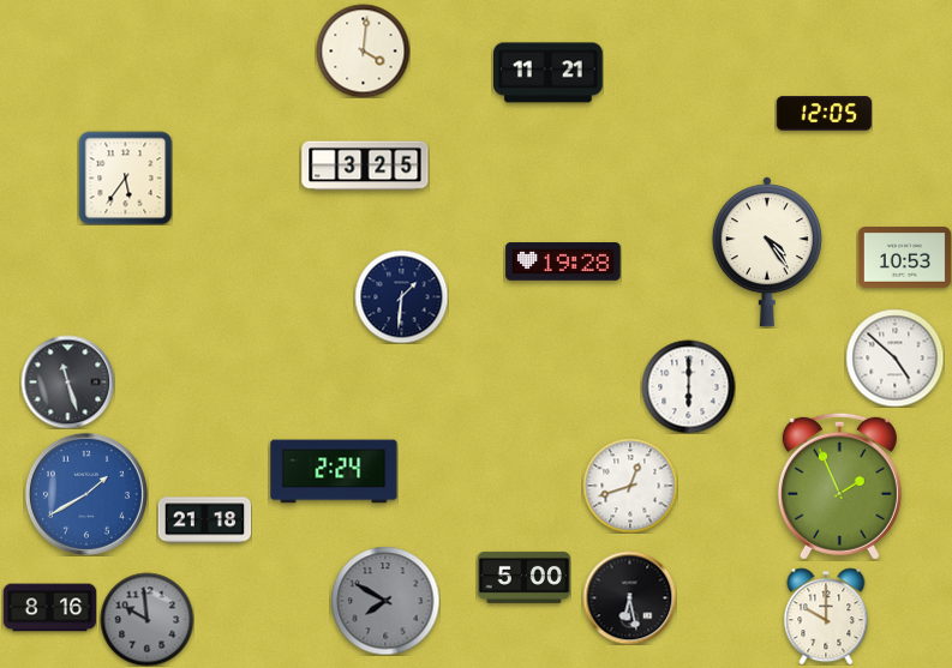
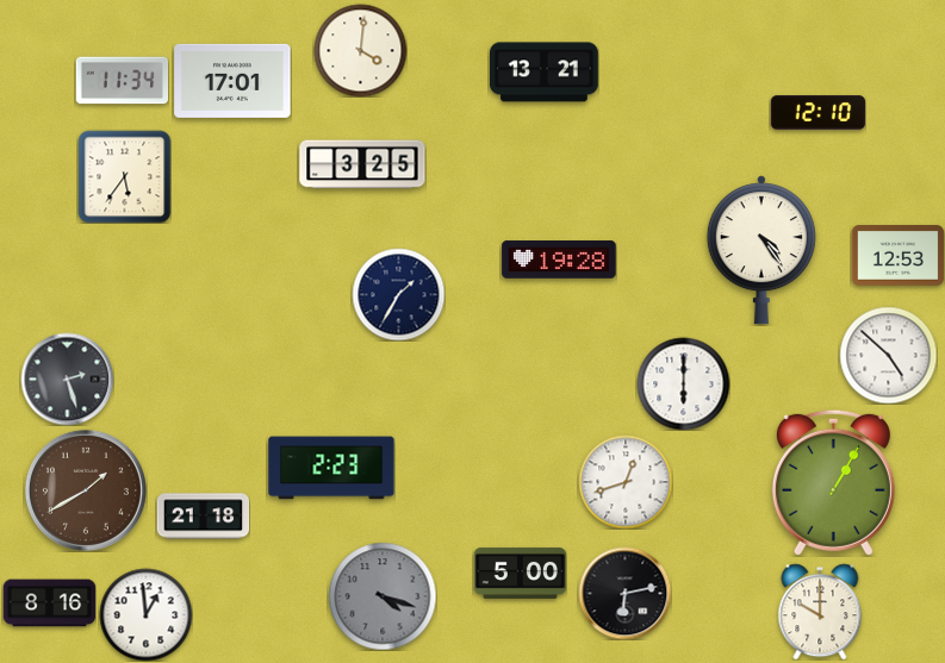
clock at (549, 73): 11:21 -> 13:21
clock at (122, 81): none -> 11:34
clock at (232, 81): none -> 17:01
clock at (824, 114): 12:05 -> 12:10
clock at (904, 258): 10:53 -> 12:53
clock at (401, 296): 1:31 -> 1:35
clock at (67, 381): 11:27 -> 2:27
clock at (334, 471): 2:24 -> 2:23
clock at (839, 486): 1:56 -> 1:05
clock at (86, 494) dial: blue -> brown
clock at (629, 597): 6:28 -> 6:13
clock at (385, 601): 7:50 -> 4:18
clock at (146, 619): 9:59 -> 12:59
clock at (146, 619) dial: grey -> white
